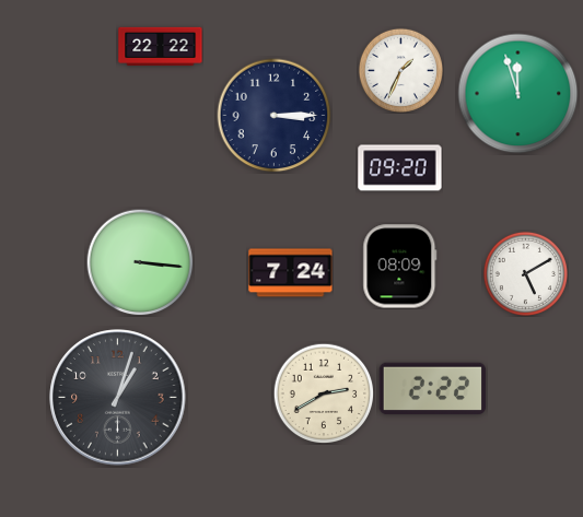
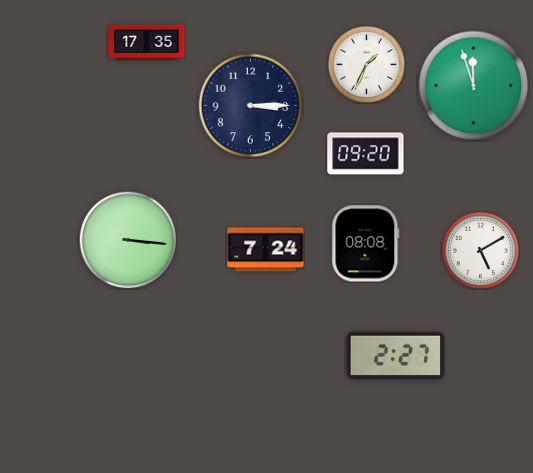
clock at (161, 47): 22:22 -> 17:35
clock at (400, 267): 08:09 -> 08:08
clock at (433, 389): 2:22 -> 2:27
clock at (324, 393): 2:40 -> none
clock at (118, 398): 1:03 -> none
